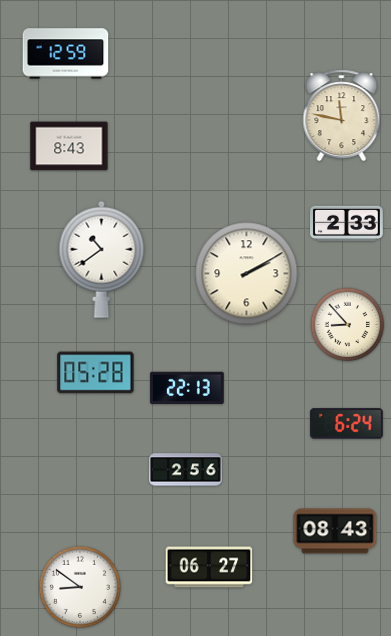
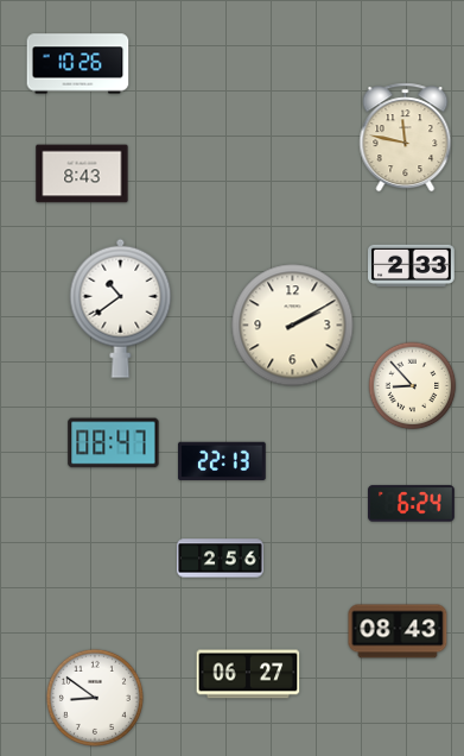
clock at (66, 54): 12:59 -> 10:26
clock at (96, 373): 05:28 -> 08:47
